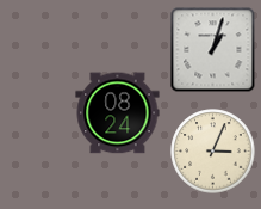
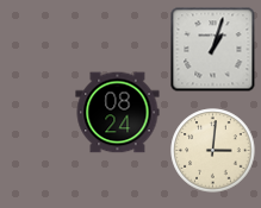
clock at (213, 152): 3:04 -> 3:01
